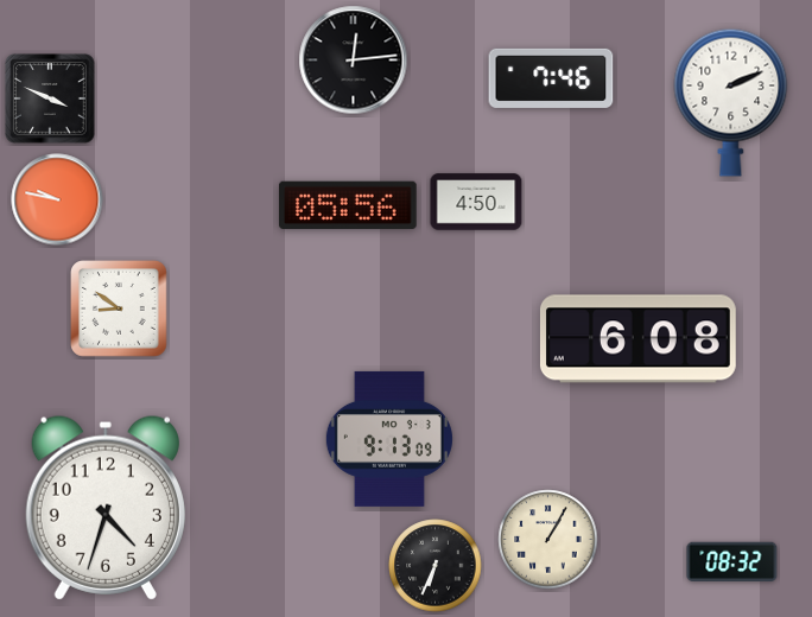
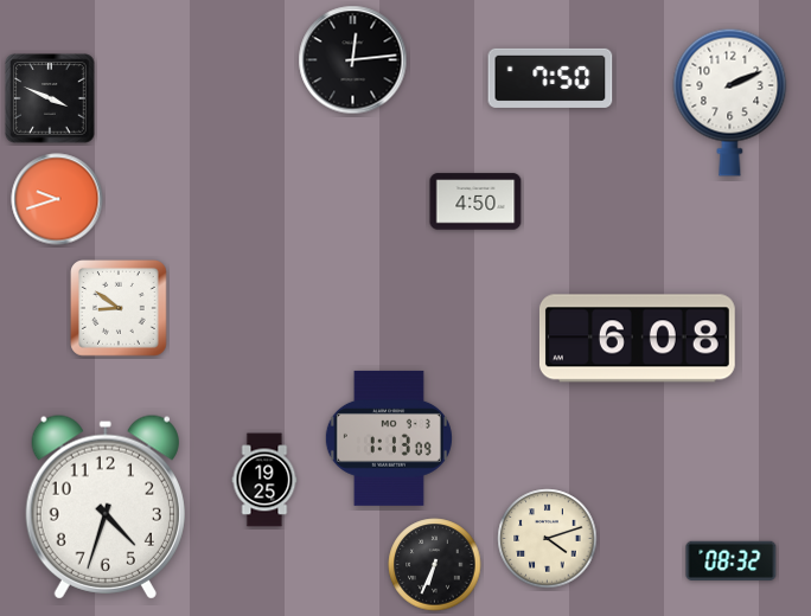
clock at (551, 78): 7:46 -> 7:50
clock at (57, 199): 9:47 -> 9:42
clock at (349, 204): 05:56 -> none
clock at (389, 439): 9:13 -> 1:13
clock at (264, 480): none -> 19:25
clock at (548, 540): 1:05 -> 4:12
